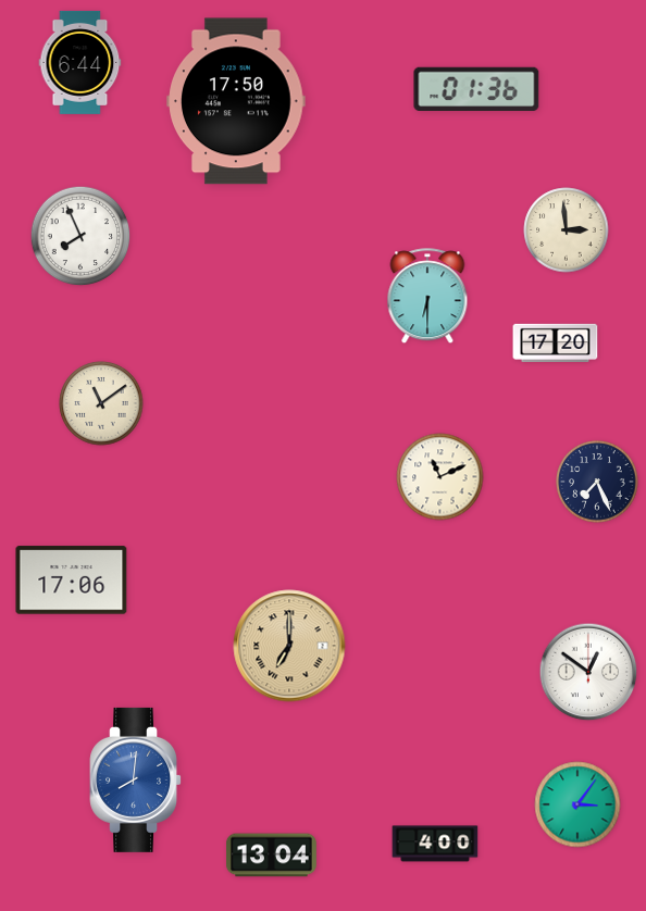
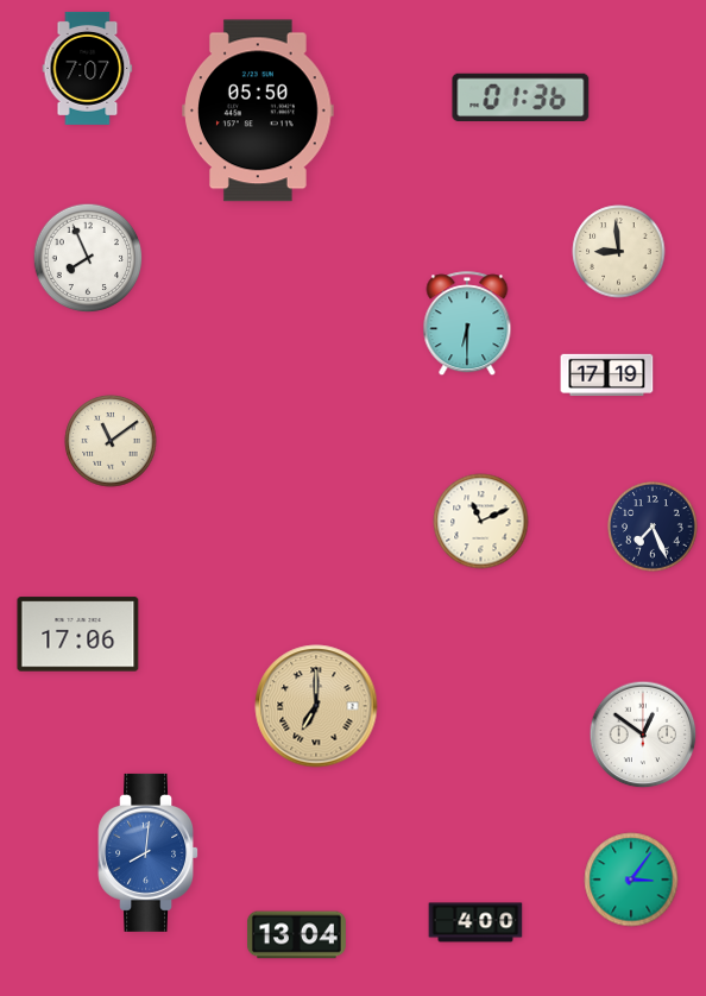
clock at (80, 62): 6:44 -> 7:07
clock at (236, 101): 17:50 -> 05:50
clock at (567, 230): 2:59 -> 8:59
clock at (556, 342): 17:20 -> 17:19
